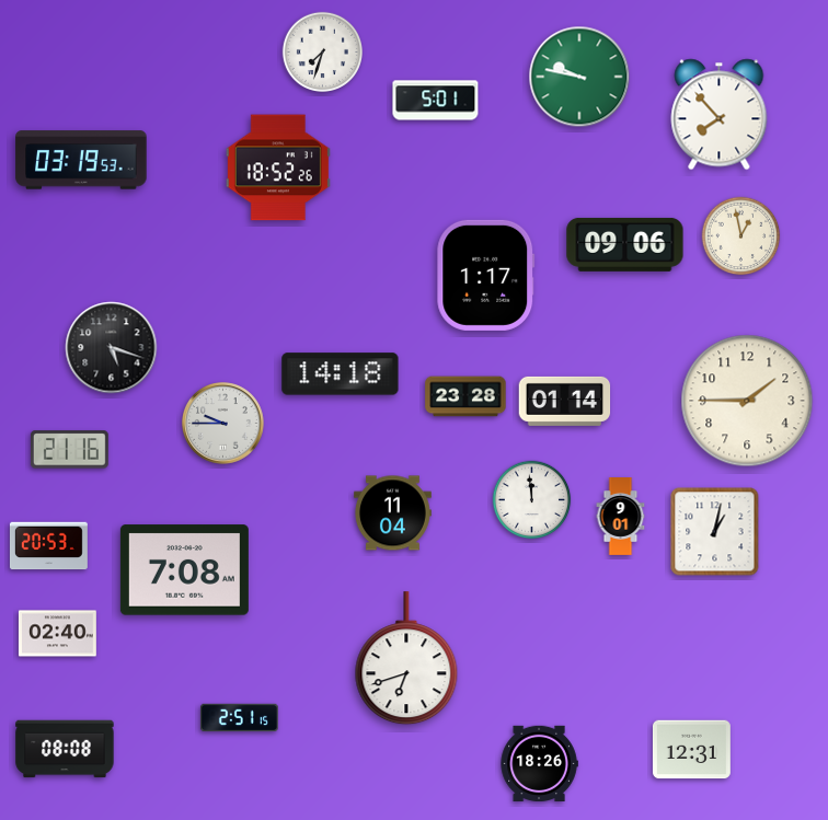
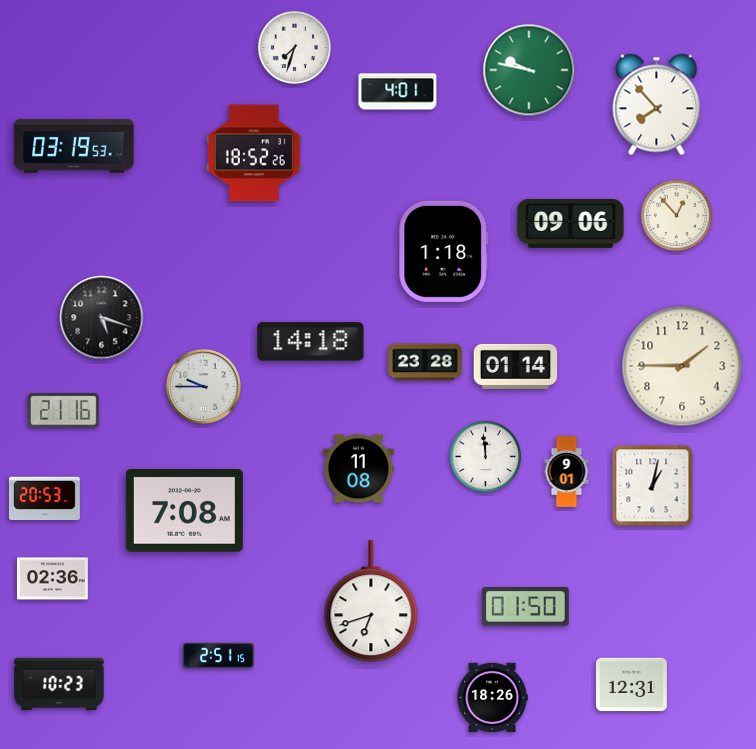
clock at (436, 101): 5:01 -> 4:01
clock at (741, 236): 12:58 -> 12:53
clock at (486, 275): 1:17 -> 1:18
clock at (392, 513): 11:04 -> 11:08
clock at (184, 570) position: (184, 570) -> (184, 511)
clock at (57, 634): 02:40 -> 02:36
clock at (525, 607): none -> 01:50
clock at (65, 749): 08:08 -> 10:23
